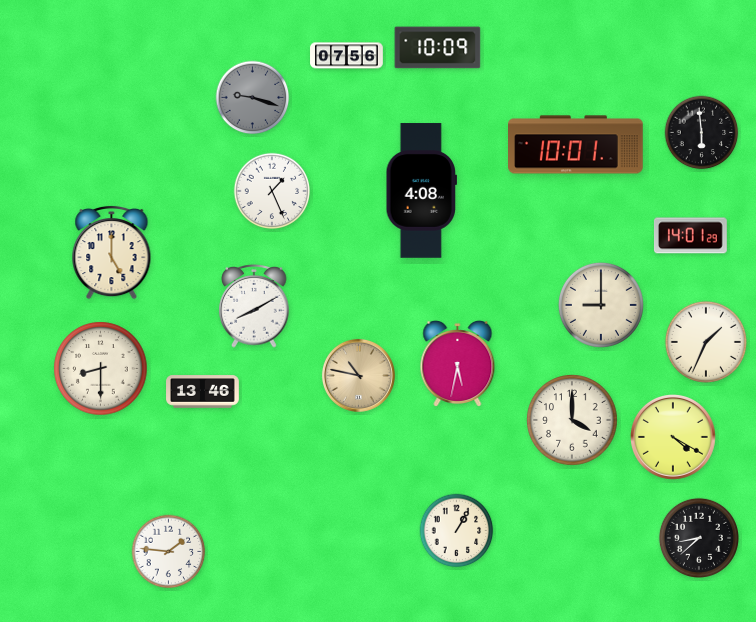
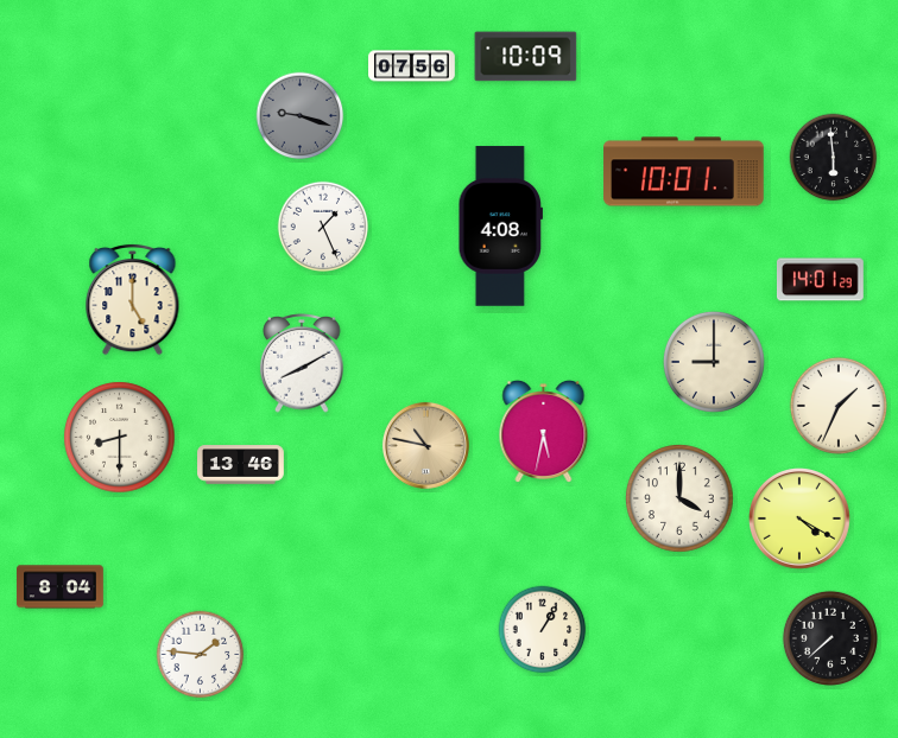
clock at (438, 48) position: (438, 48) -> (526, 57)
clock at (61, 587): none -> 8:04
clock at (699, 538): 8:38 -> 7:38
